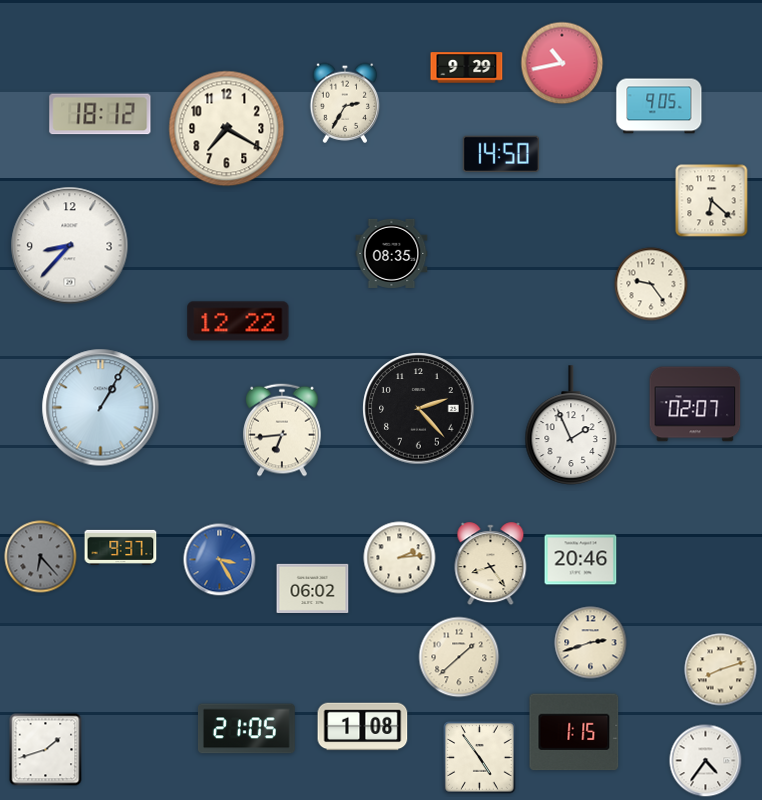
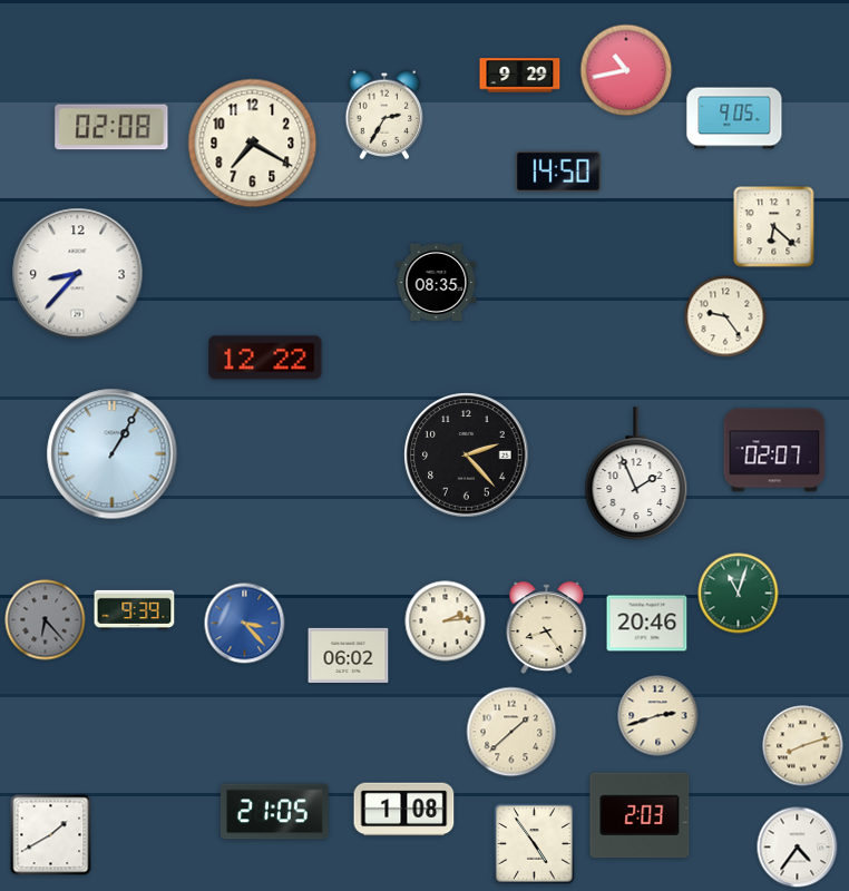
clock at (100, 114): 18:12 -> 02:08
clock at (712, 201) position: (712, 201) -> (774, 227)
clock at (282, 430): 6:44 -> none
clock at (739, 594): none -> 11:03
clock at (121, 547): 9:37 -> 9:39
clock at (220, 560): 3:25 -> 3:23
clock at (574, 732): 1:15 -> 2:03
clock at (46, 750): 1:42 -> 1:40
clock at (706, 761) position: (706, 761) -> (798, 848)
